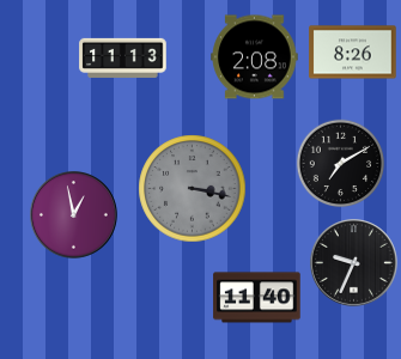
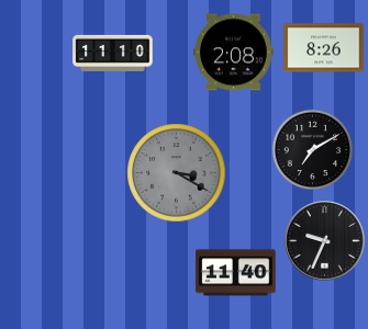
clock at (123, 57): 11:13 -> 11:10
clock at (193, 189): 3:17 -> 3:20
clock at (74, 215): 12:58 -> none
